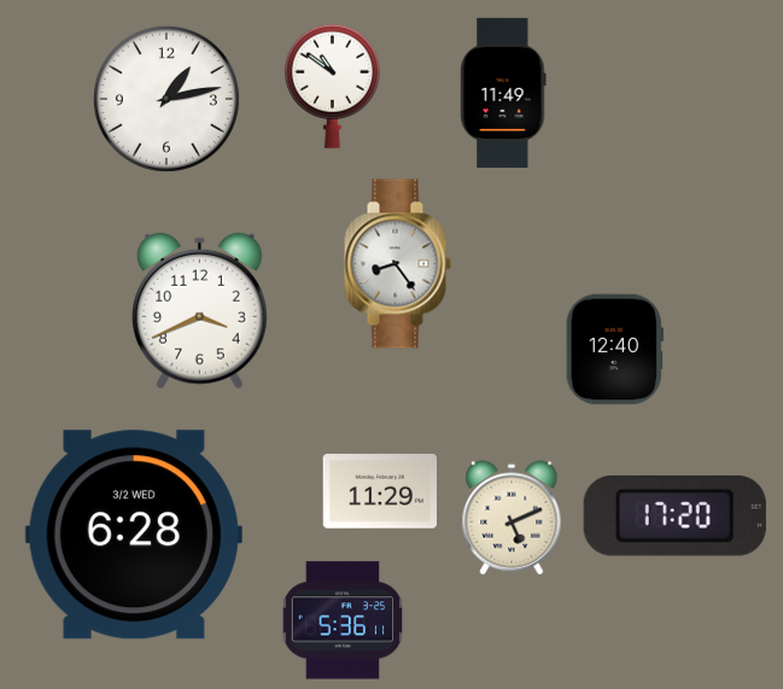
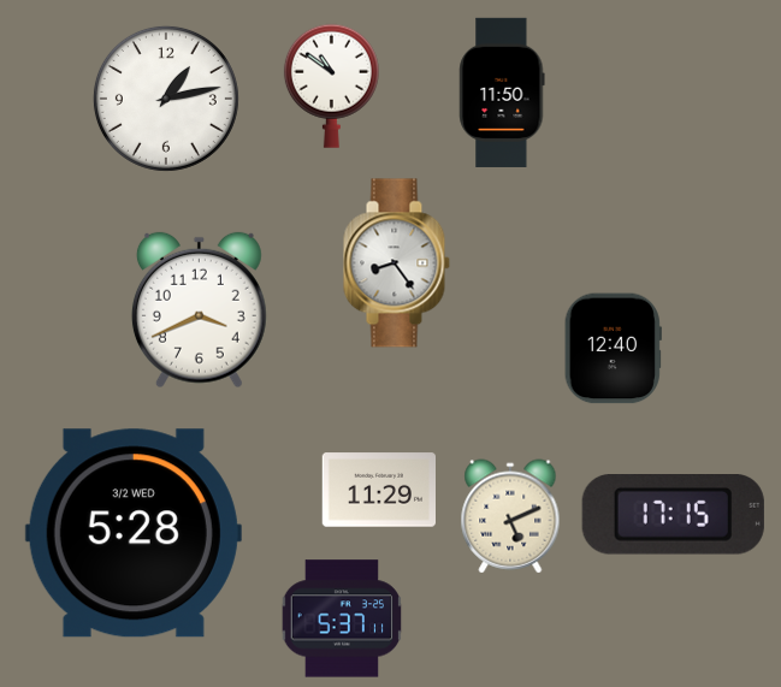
clock at (503, 93): 11:49 -> 11:50
clock at (674, 516): 17:20 -> 17:15
clock at (134, 535): 6:28 -> 5:28
clock at (343, 620): 5:36 -> 5:37
